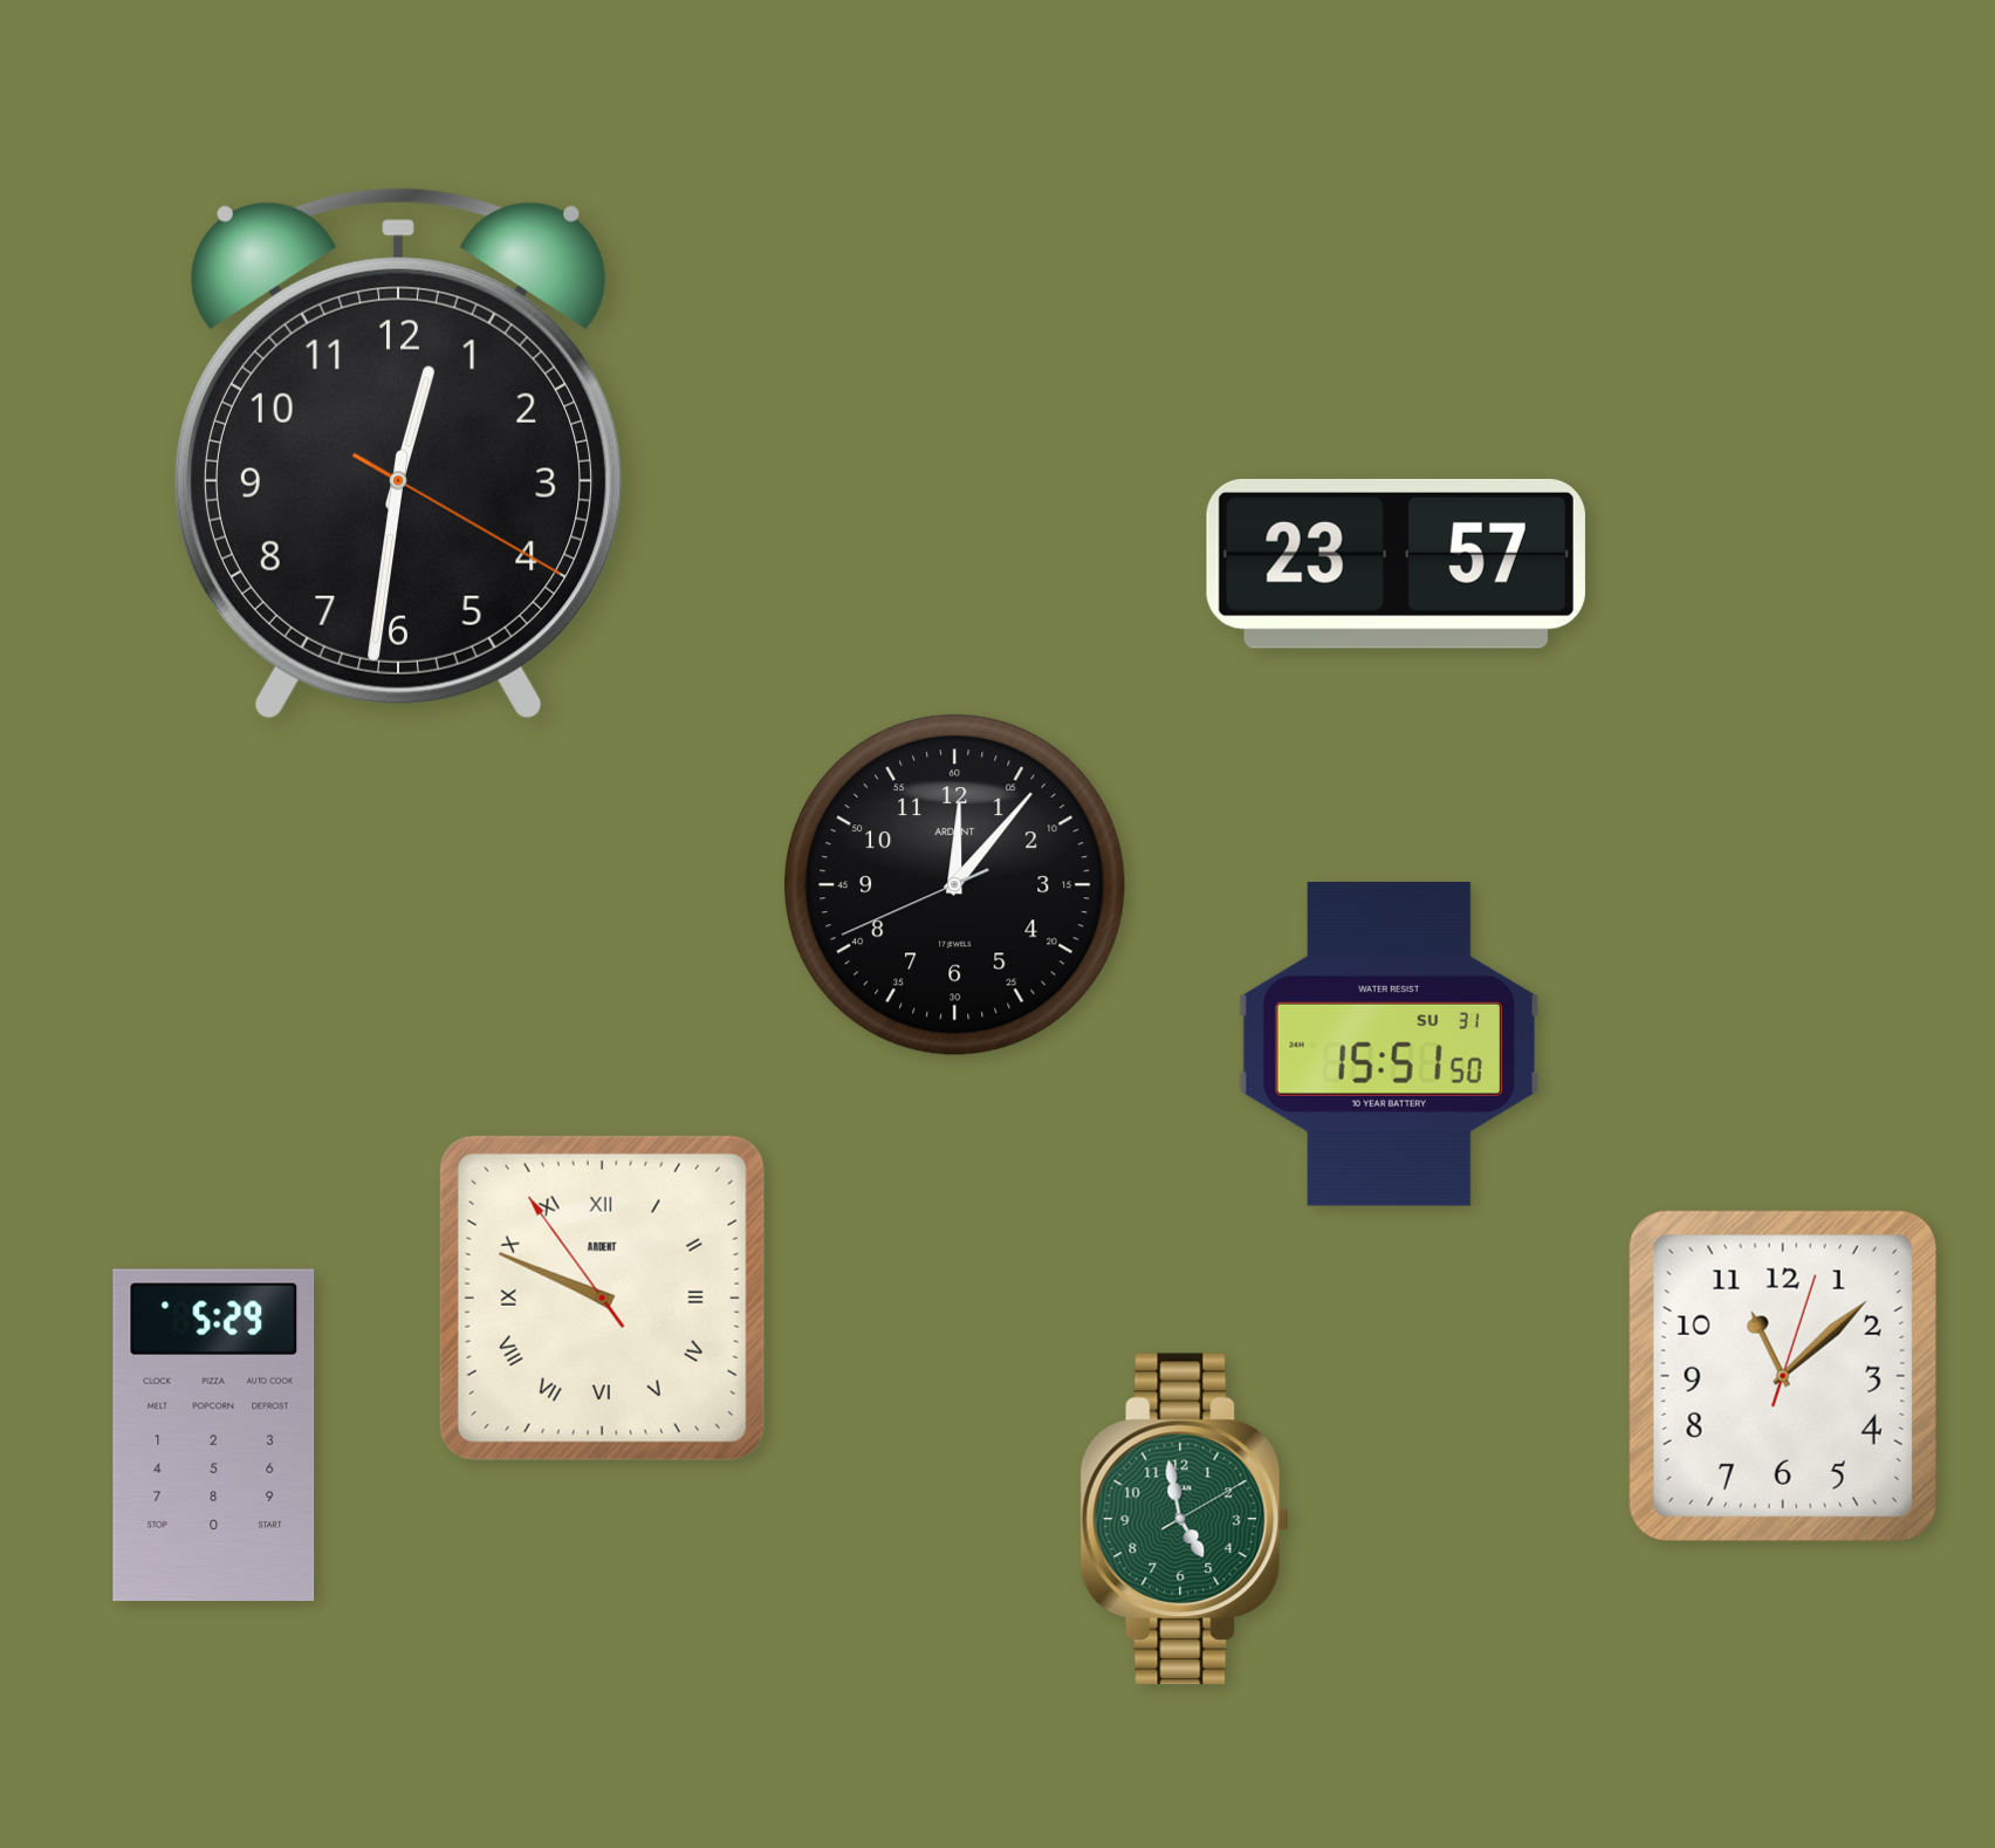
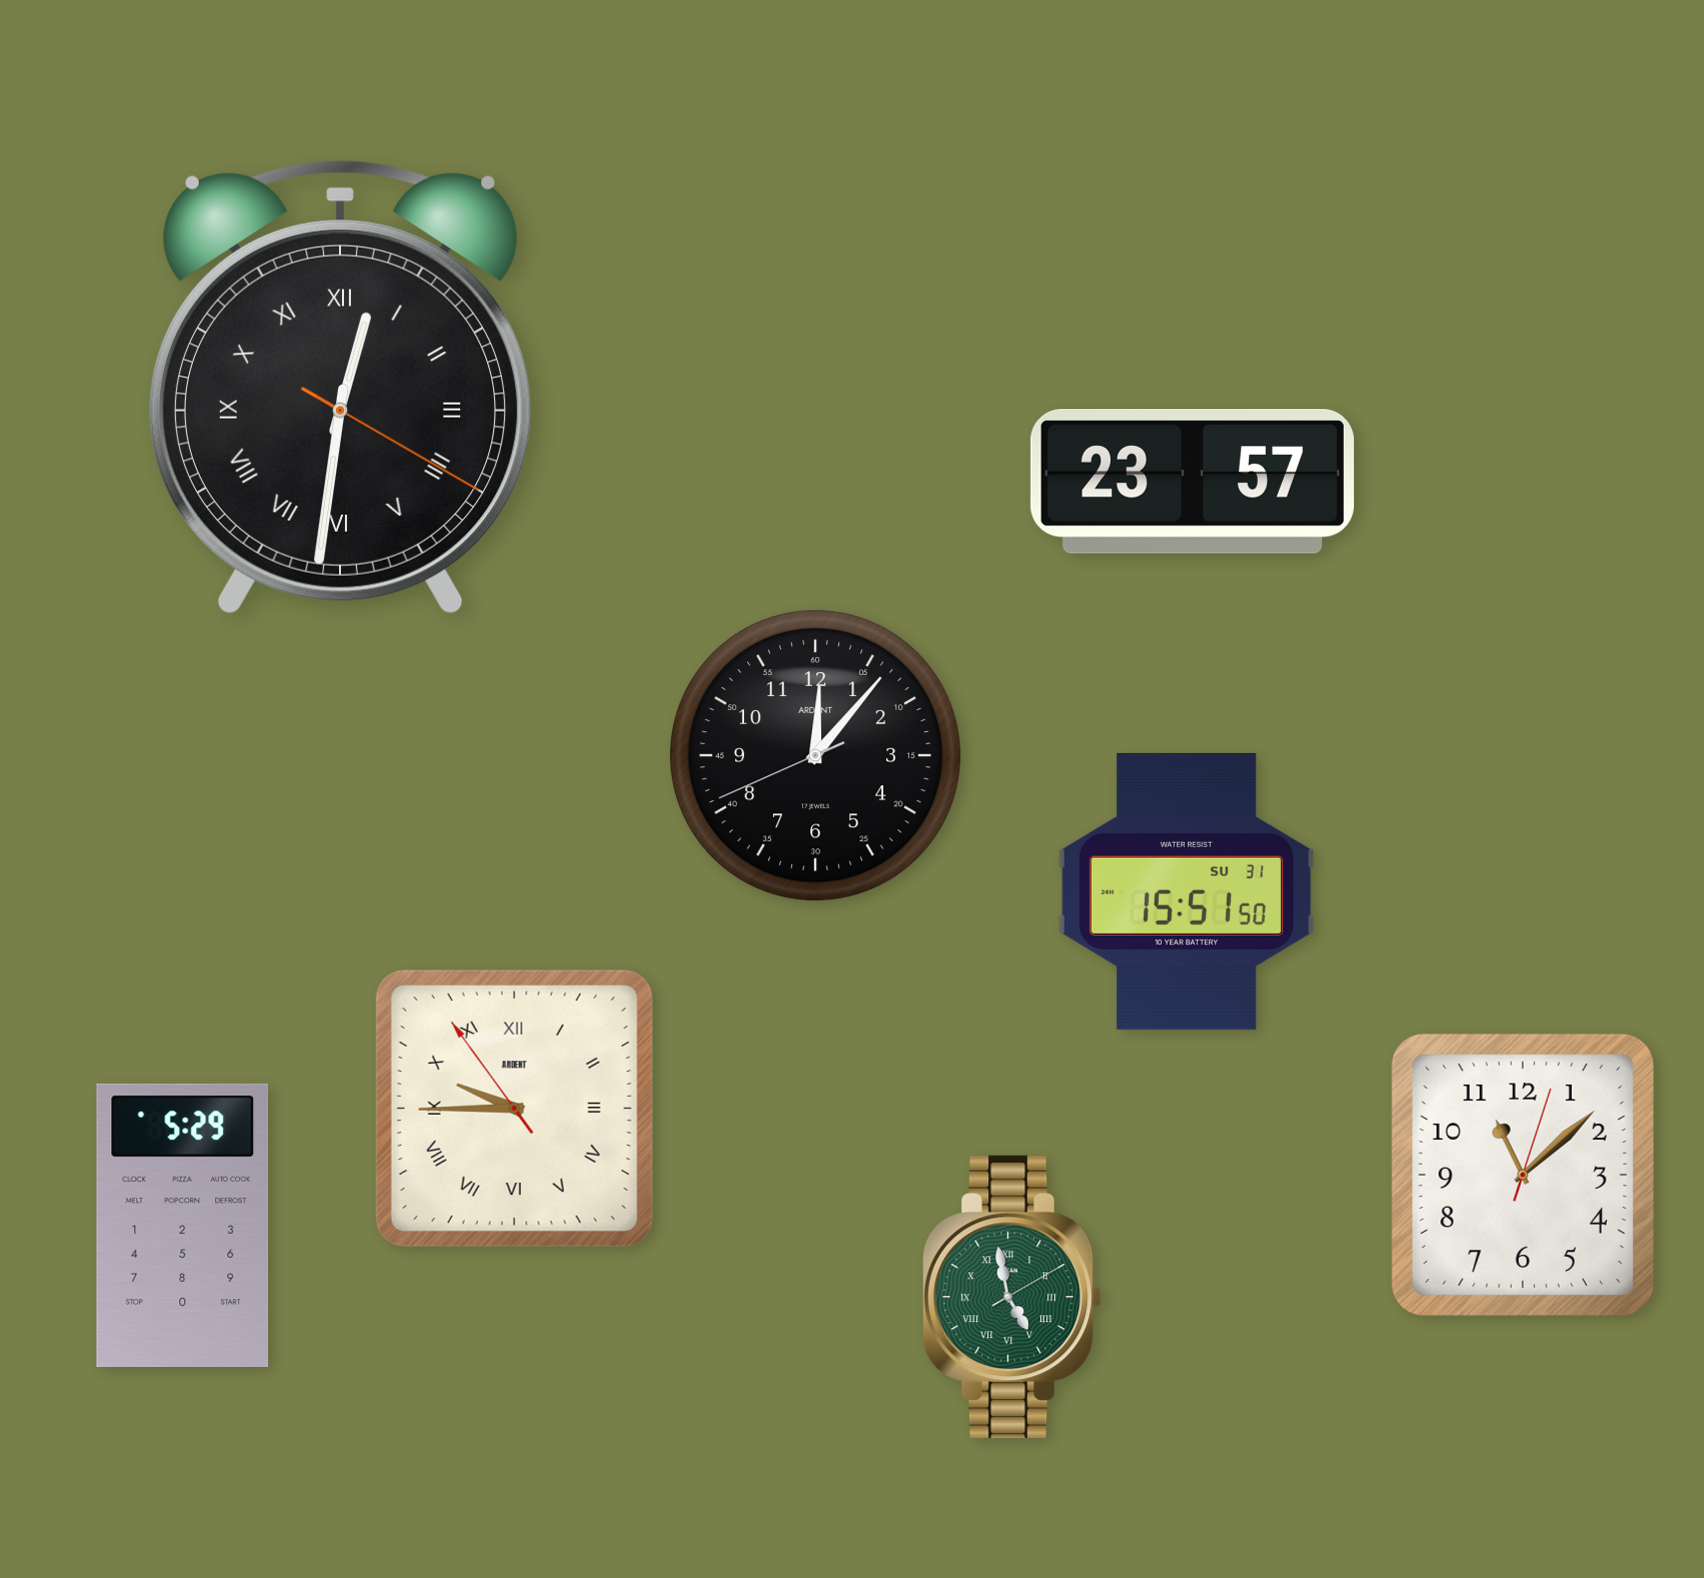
clock at (398, 453) numerals: Arabic -> Roman
clock at (602, 1298): 9:48 -> 9:44
clock at (1185, 1519) numerals: Arabic -> Roman
